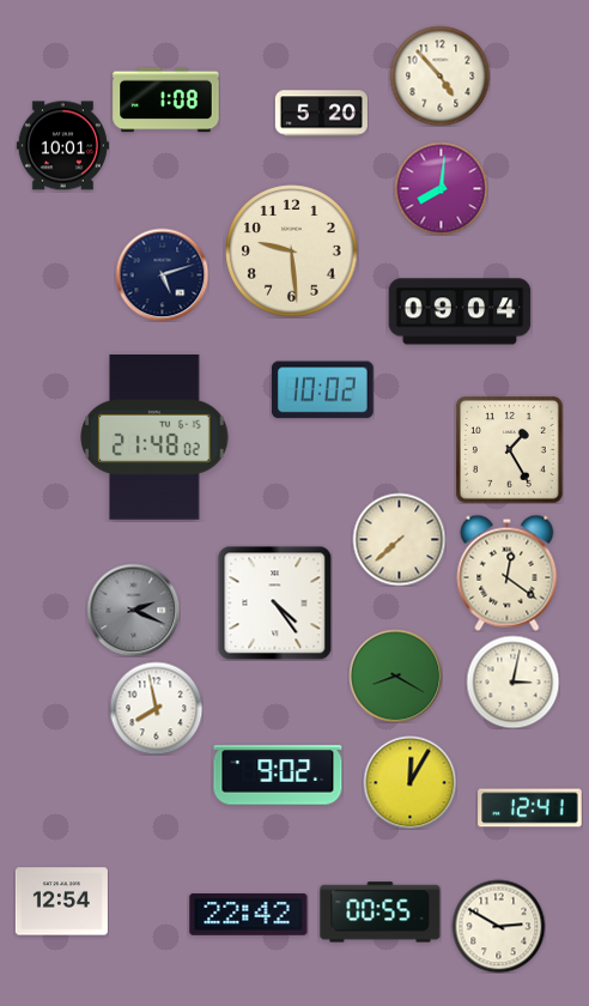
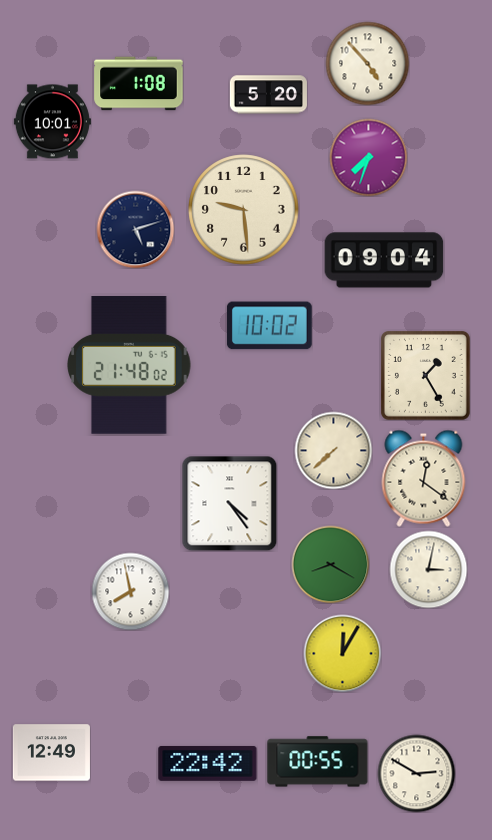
clock at (441, 188): 8:01 -> 7:33
clock at (133, 610): 2:19 -> none
clock at (278, 775): 9:02 -> none
clock at (530, 808): 12:41 -> none
clock at (61, 902): 12:54 -> 12:49
